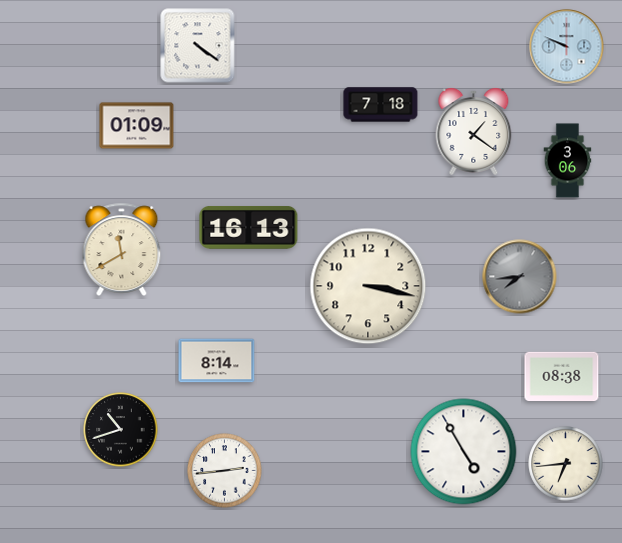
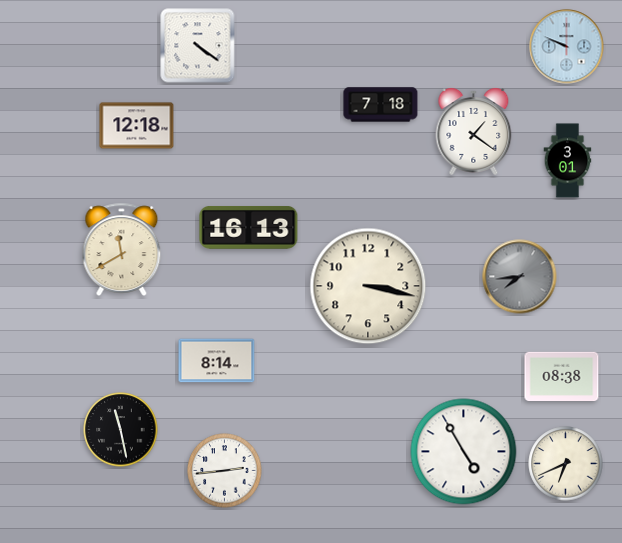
clock at (137, 126): 01:09 -> 12:18
clock at (568, 161): 3:06 -> 3:01
clock at (121, 430): 10:42 -> 11:28
clock at (566, 464): 6:44 -> 6:41
